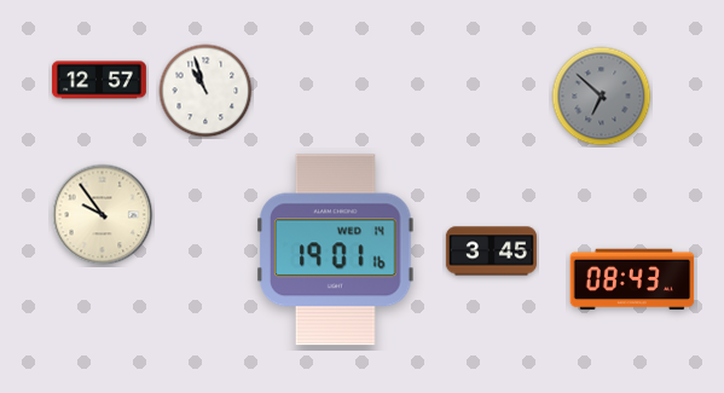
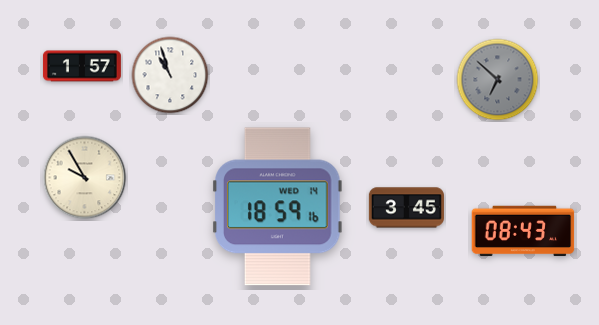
clock at (99, 80): 12:57 -> 1:57
clock at (103, 215): 9:54 -> 9:55
clock at (336, 250): 19:01 -> 18:59
